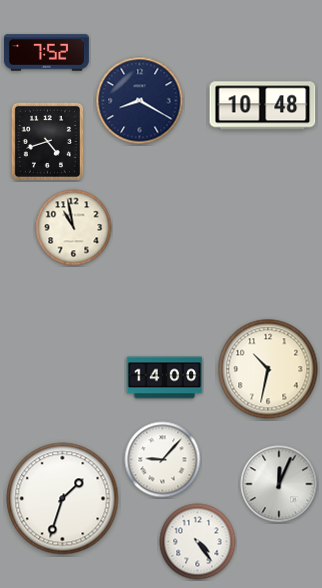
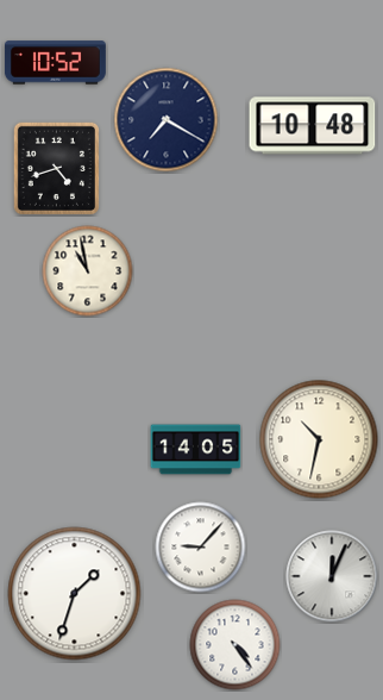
clock at (46, 53): 7:52 -> 10:52
clock at (140, 101): 8:20 -> 7:20
clock at (165, 378): 14:00 -> 14:05
clock at (163, 460) position: (163, 460) -> (201, 548)
